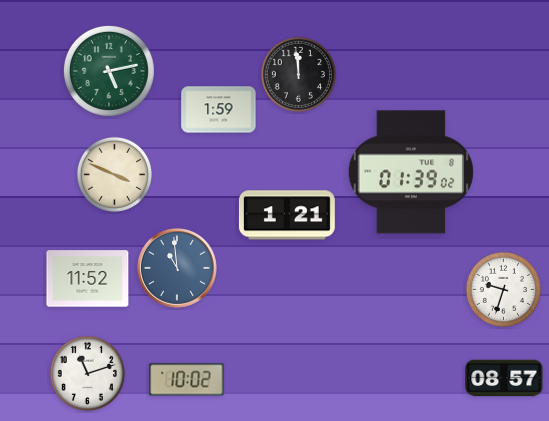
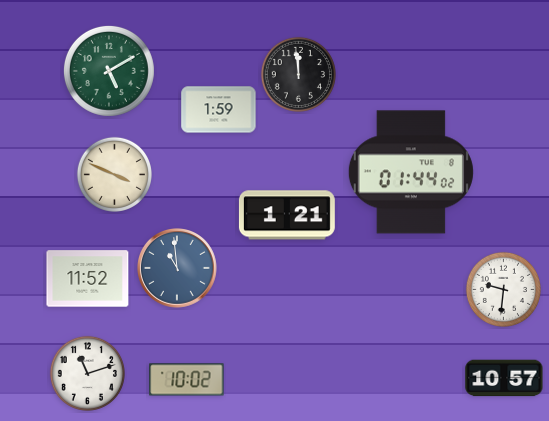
clock at (109, 71): 5:13 -> 5:10
clock at (411, 172): 01:39 -> 01:44
clock at (503, 289): 9:33 -> 9:31
clock at (504, 378): 08:57 -> 10:57
